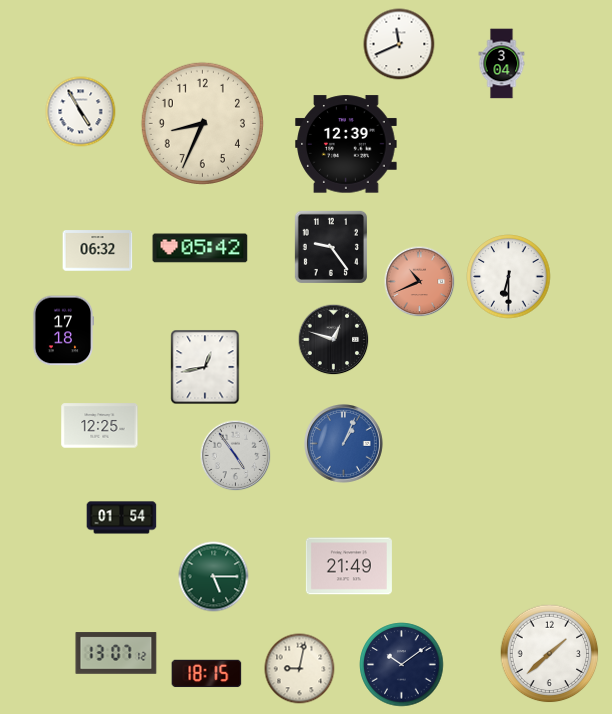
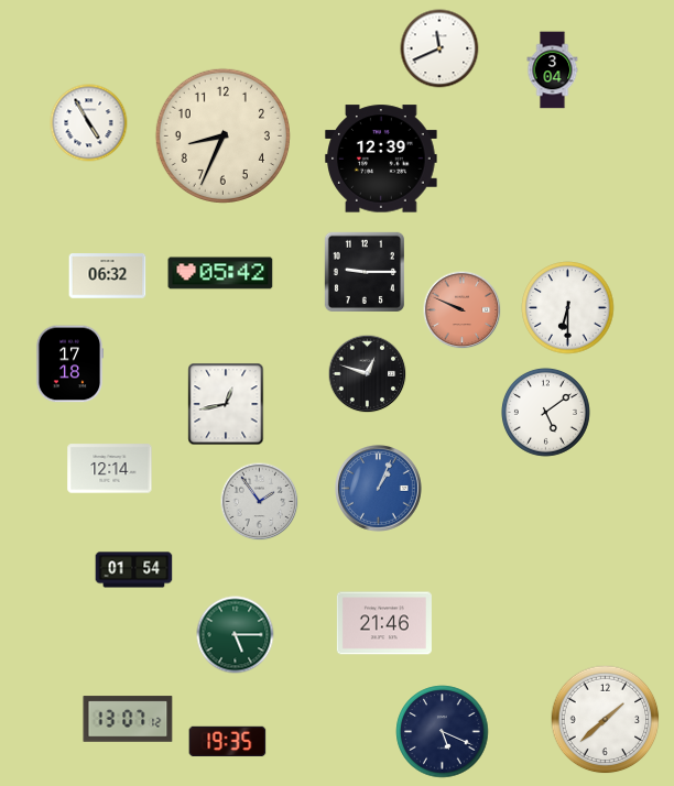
clock at (331, 247): 9:24 -> 9:15
clock at (509, 277) position: (509, 277) -> (568, 308)
clock at (420, 282): 10:41 -> 9:49
clock at (545, 412): none -> 5:09
clock at (100, 426): 12:25 -> 12:14
clock at (236, 456): 4:54 -> 1:54
clock at (349, 566): 21:49 -> 21:46
clock at (402, 665): 10:09 -> 5:19
clock at (300, 669): 9:02 -> none
clock at (207, 674): 18:15 -> 19:35
